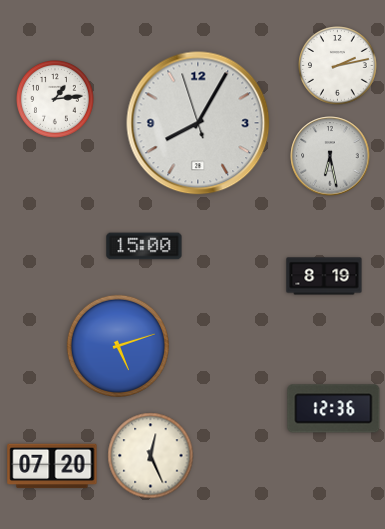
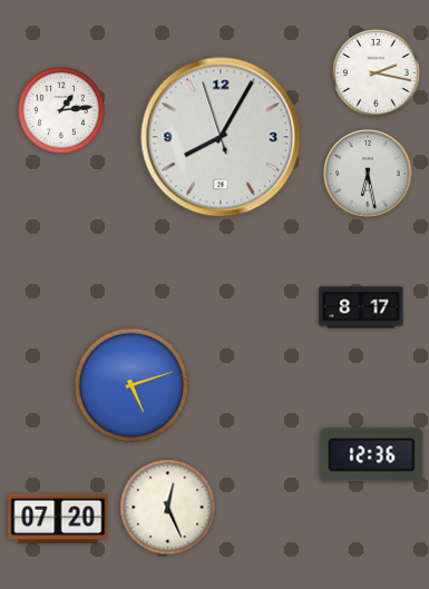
clock at (338, 66): 2:13 -> 2:17
clock at (144, 246): 15:00 -> none
clock at (324, 276): 8:19 -> 8:17
